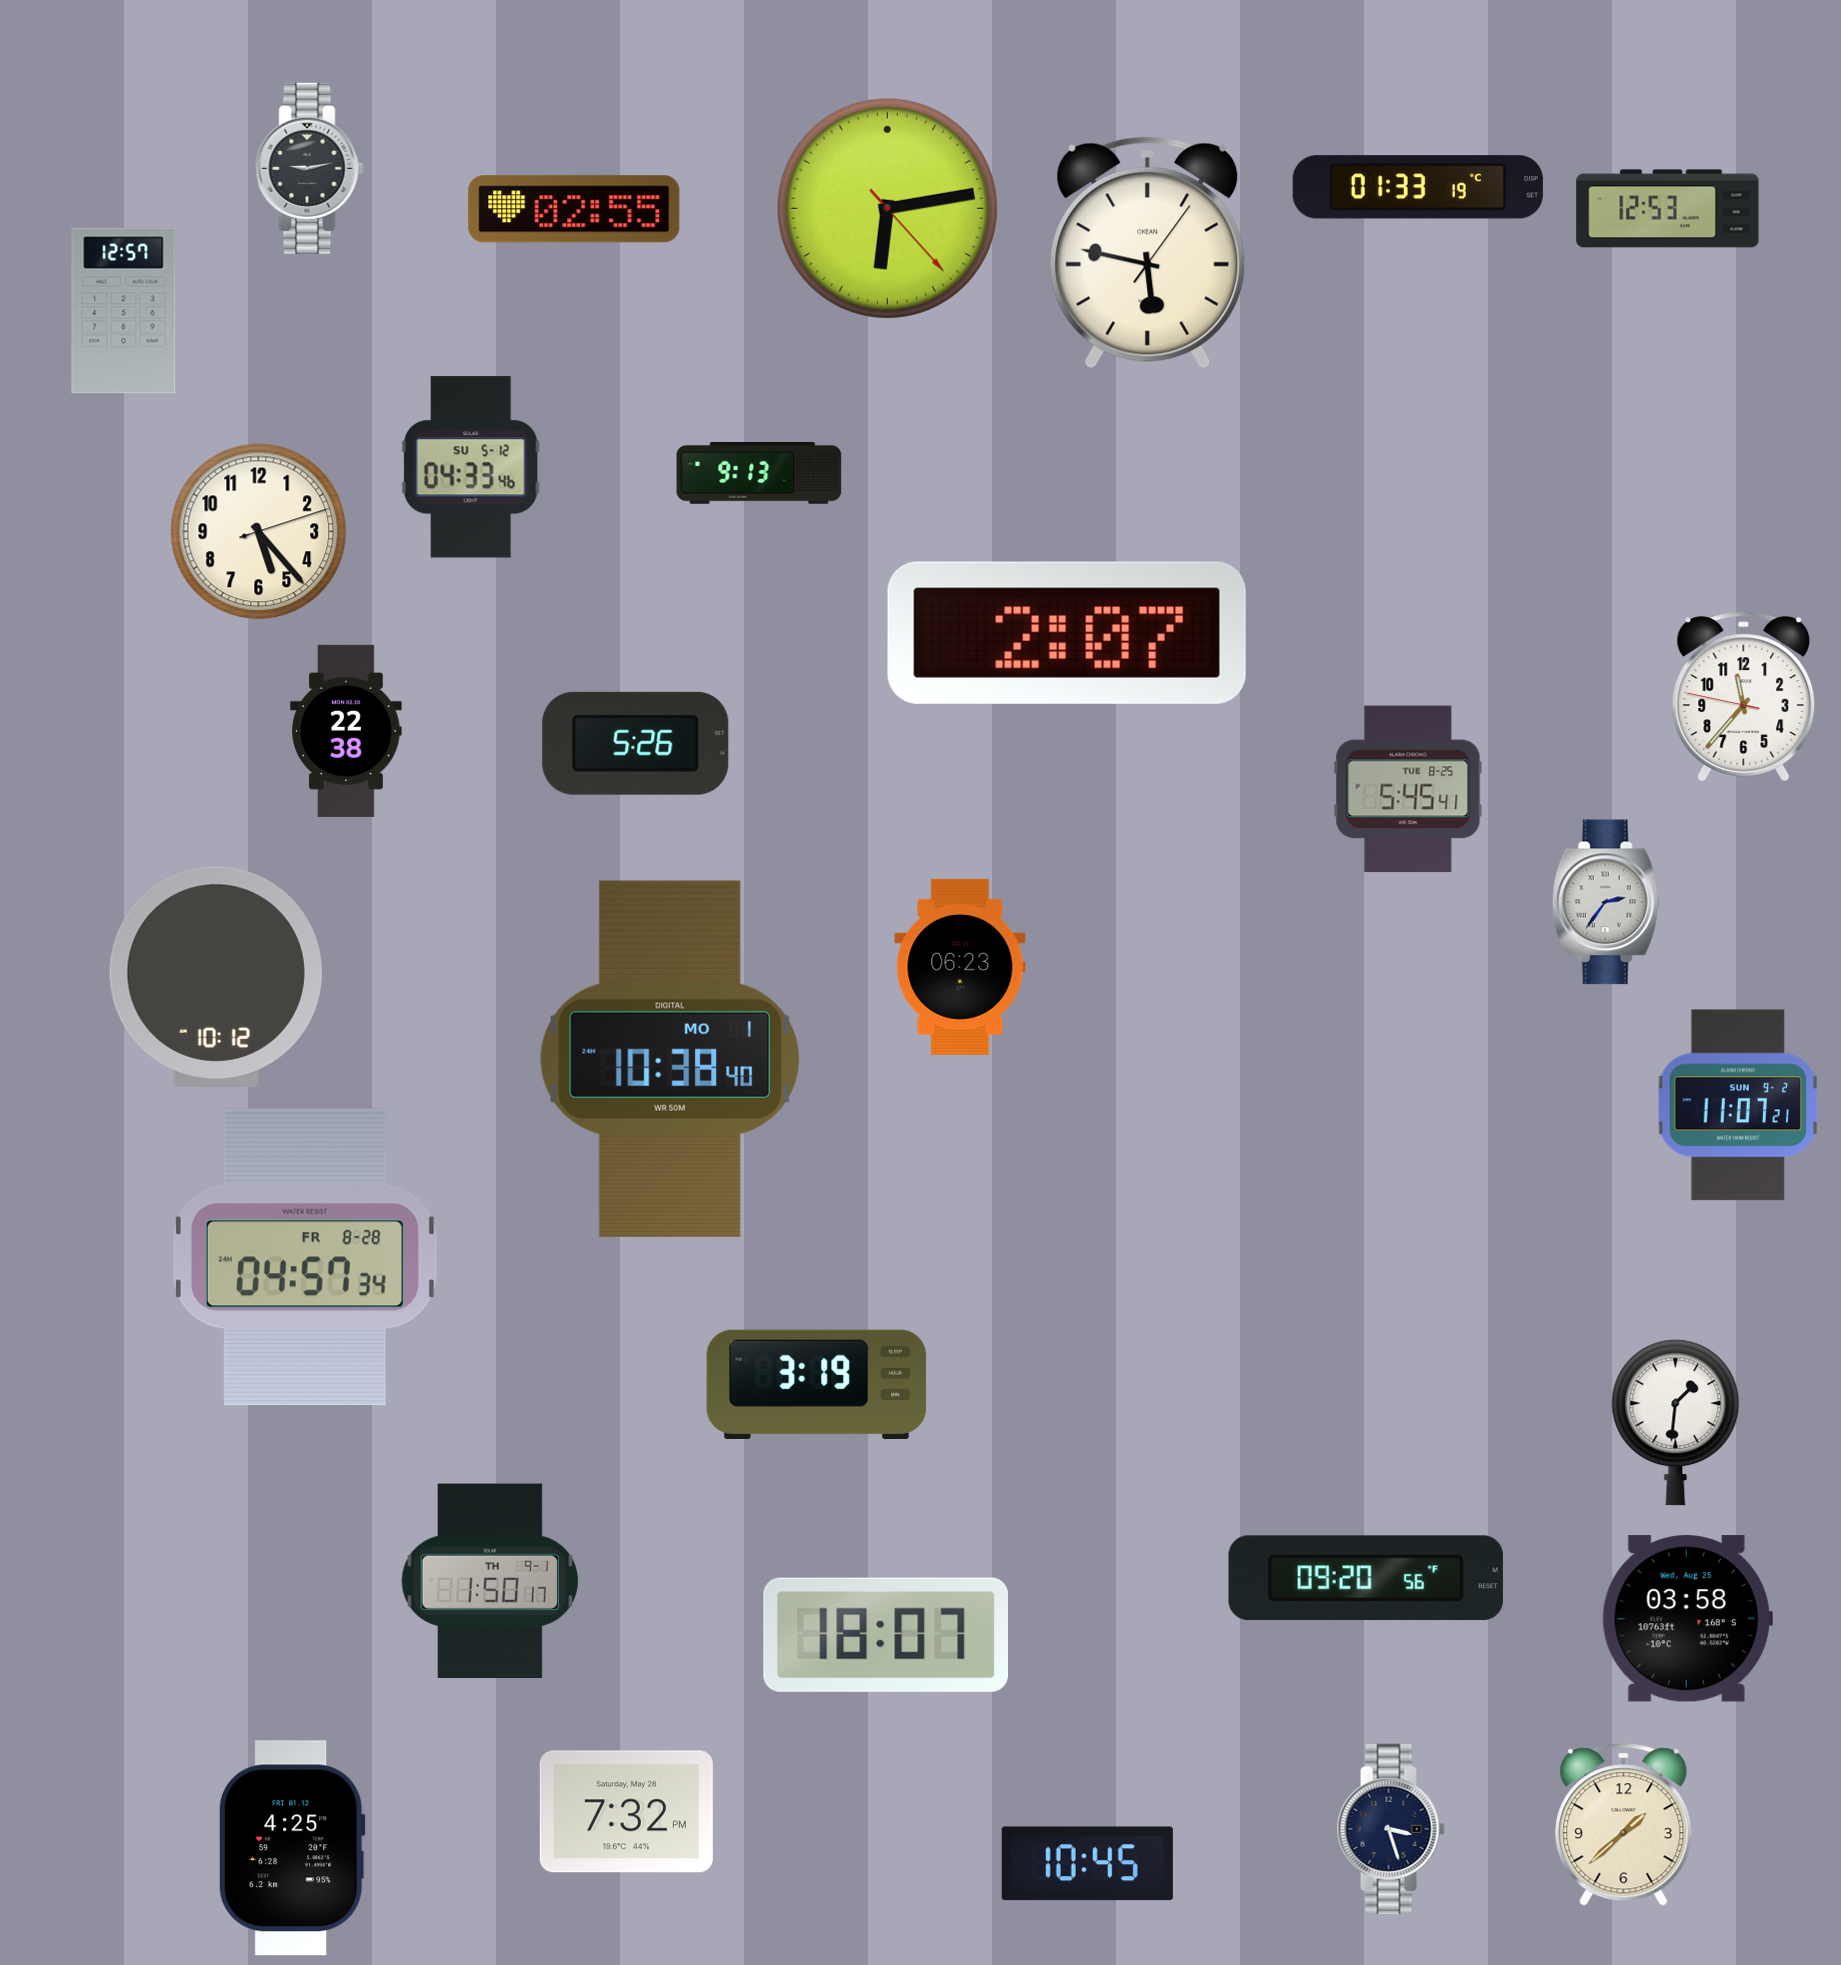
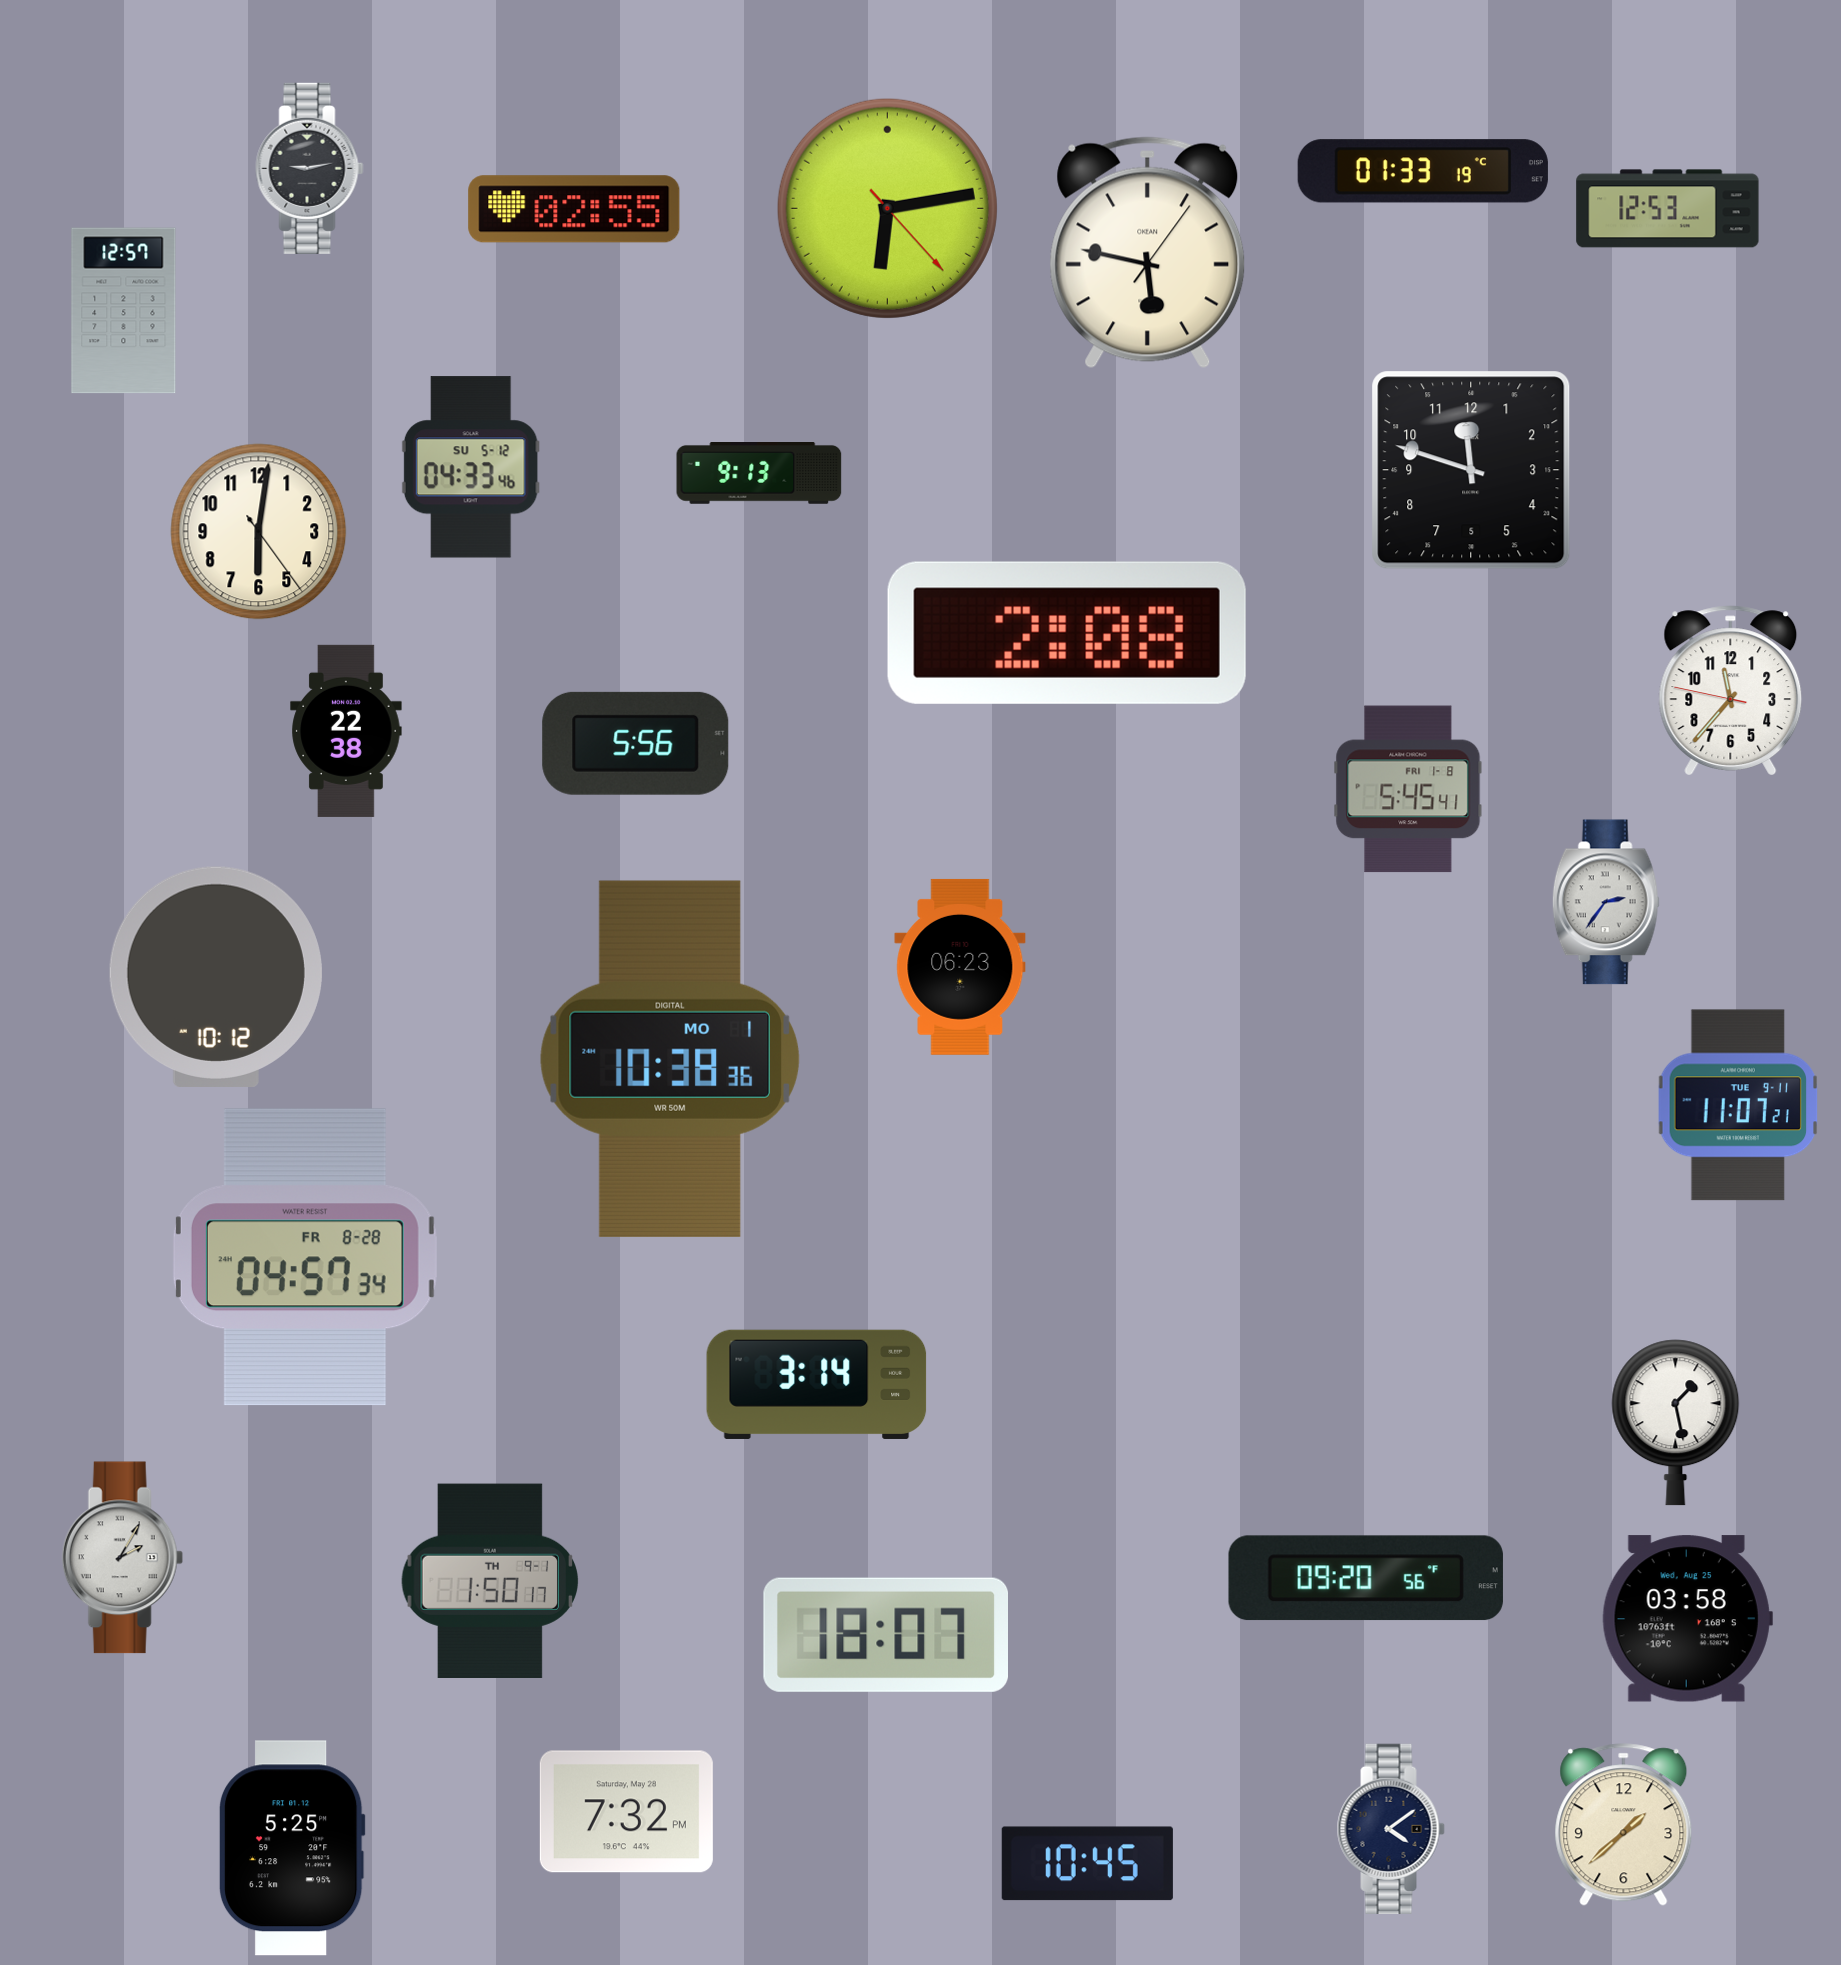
clock at (1418, 187) position: (1418, 187) -> (1423, 171)
clock at (1471, 470): none -> 11:48
clock at (259, 532): 5:23 -> 6:01
clock at (1067, 633): 2:07 -> 2:08
clock at (1744, 697) position: (1744, 697) -> (1731, 691)
clock at (636, 743): 5:26 -> 5:56
clock at (1408, 789) date: TUE 8-25 -> FRI 1-8
clock at (670, 1059): 10:38:40 -> 10:38:36
clock at (1738, 1105) date: SUN 9-2 -> TUE 9-11
clock at (817, 1384): 3:19 -> 3:14
clock at (1676, 1423): 1:31 -> 1:28
clock at (122, 1558): none -> 2:05
clock at (1391, 1829): 3:27 -> 4:09
clock at (292, 1848): 4:25 -> 5:25
